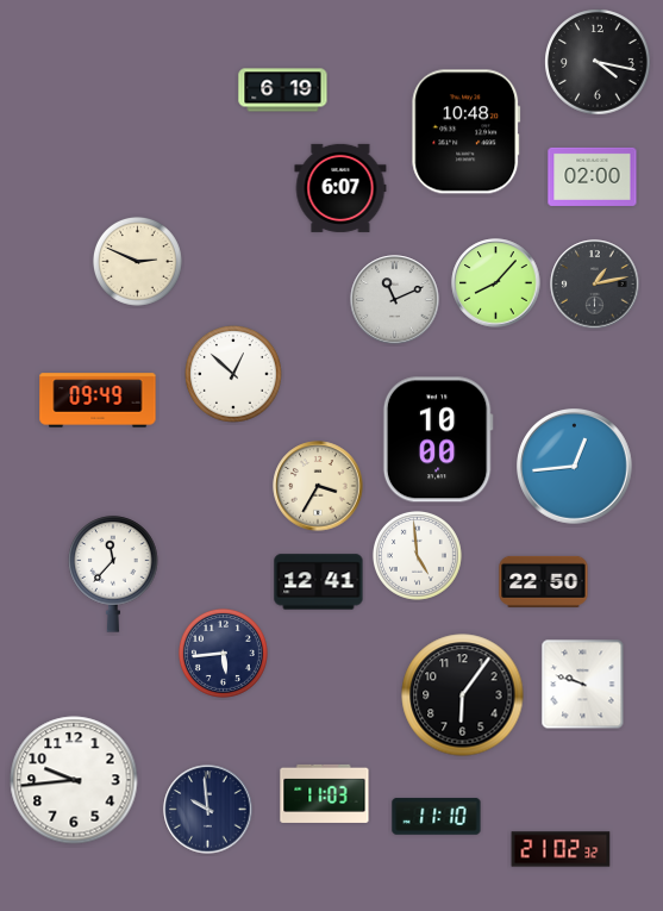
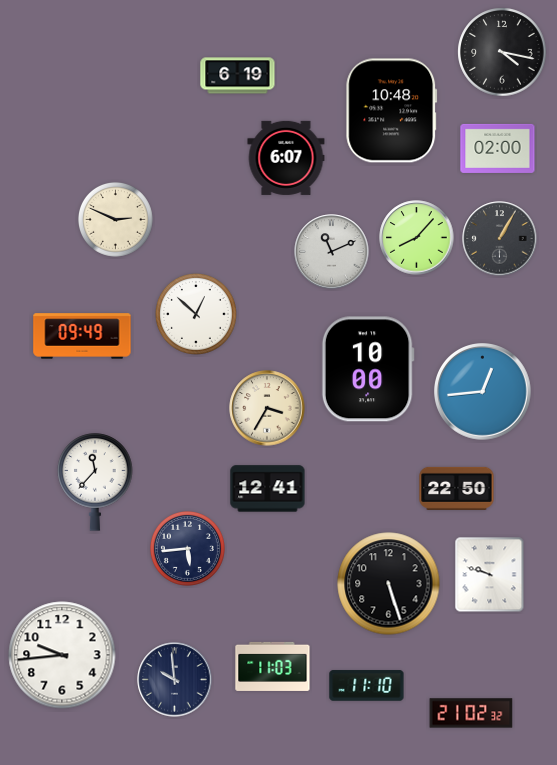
clock at (595, 285): 1:13 -> 1:05
clock at (417, 555): 4:59 -> none
clock at (463, 695): 6:06 -> 5:27
